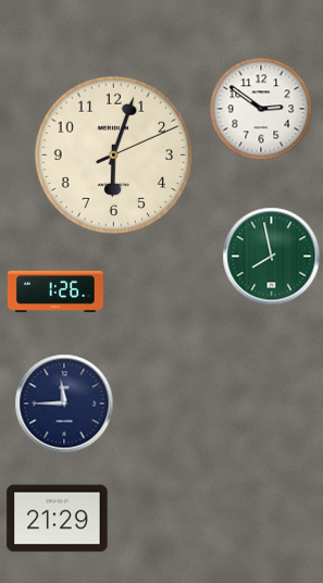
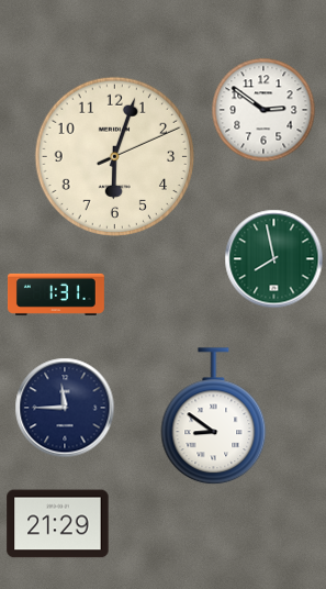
clock at (55, 291): 1:26 -> 1:31
clock at (214, 416): none -> 8:51
